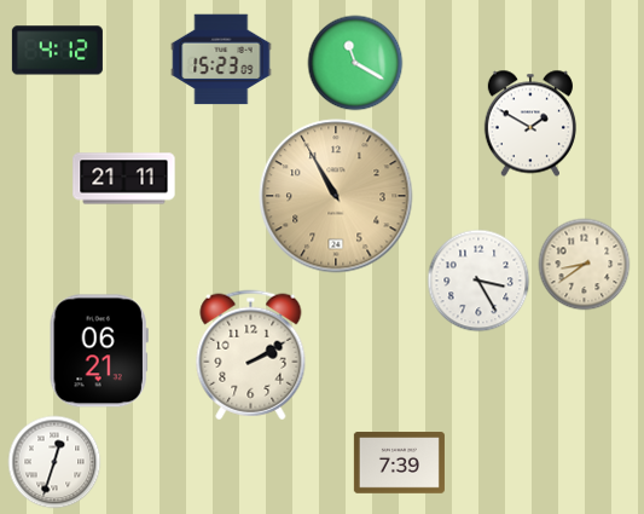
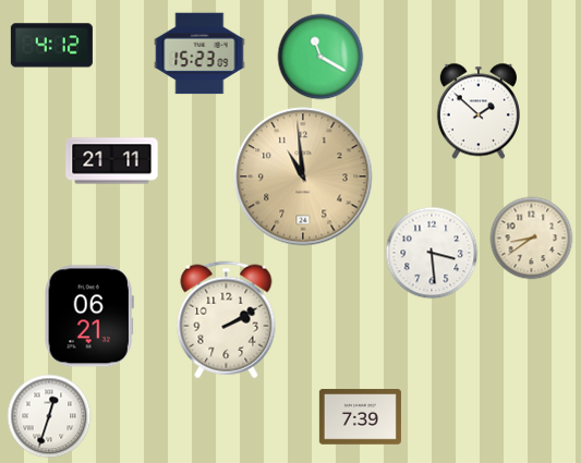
clock at (530, 123): 1:50 -> 1:52
clock at (336, 196): 10:55 -> 10:59
clock at (585, 265) position: (585, 265) -> (532, 239)
clock at (478, 281): 3:25 -> 3:29
